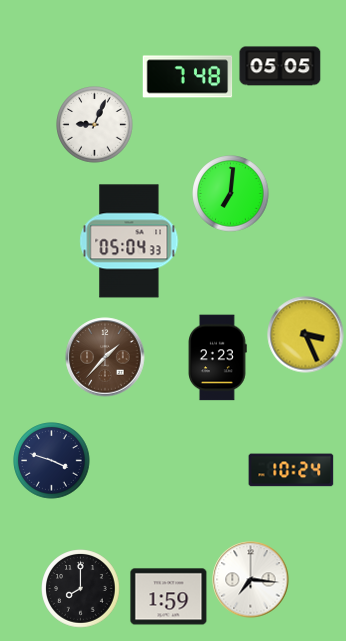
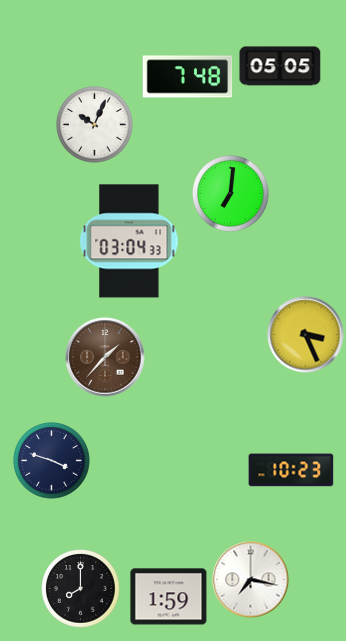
clock at (95, 125): 9:04 -> 10:04
clock at (129, 241): 05:04 -> 03:04
clock at (217, 358): 2:23 -> none
clock at (291, 470): 10:24 -> 10:23
clock at (251, 580): 7:16 -> 7:17
